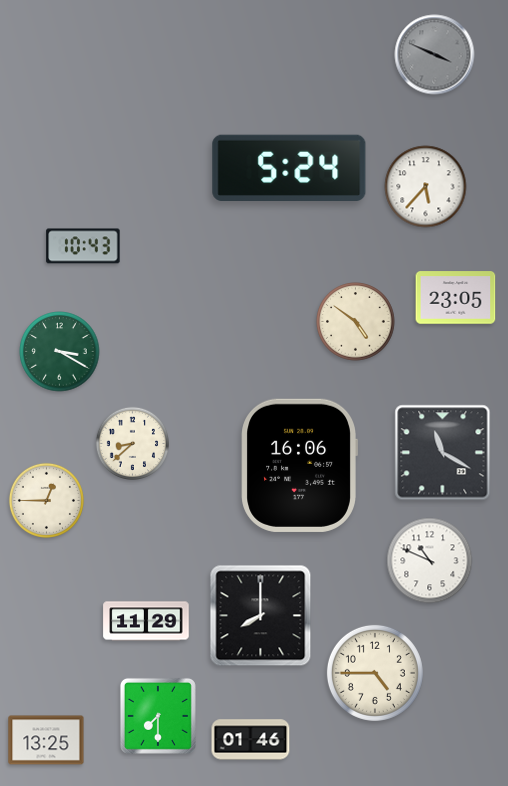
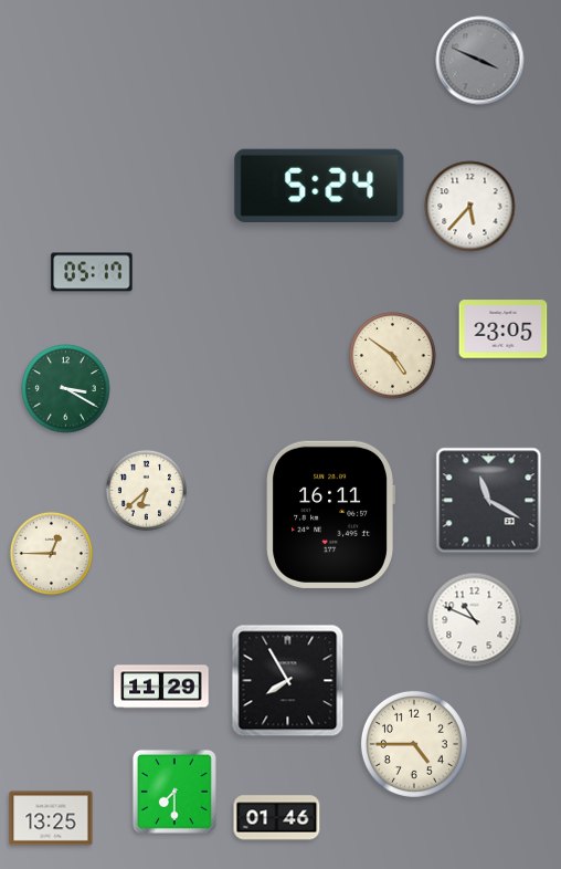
clock at (83, 246): 10:43 -> 05:17
clock at (132, 443): 8:38 -> 6:38
clock at (299, 465): 16:06 -> 16:11
clock at (261, 616): 8:00 -> 7:55
